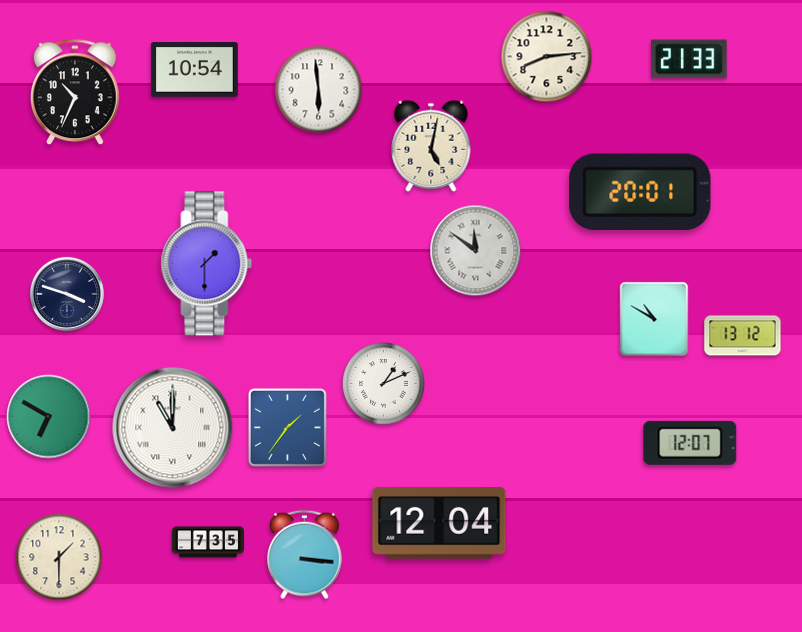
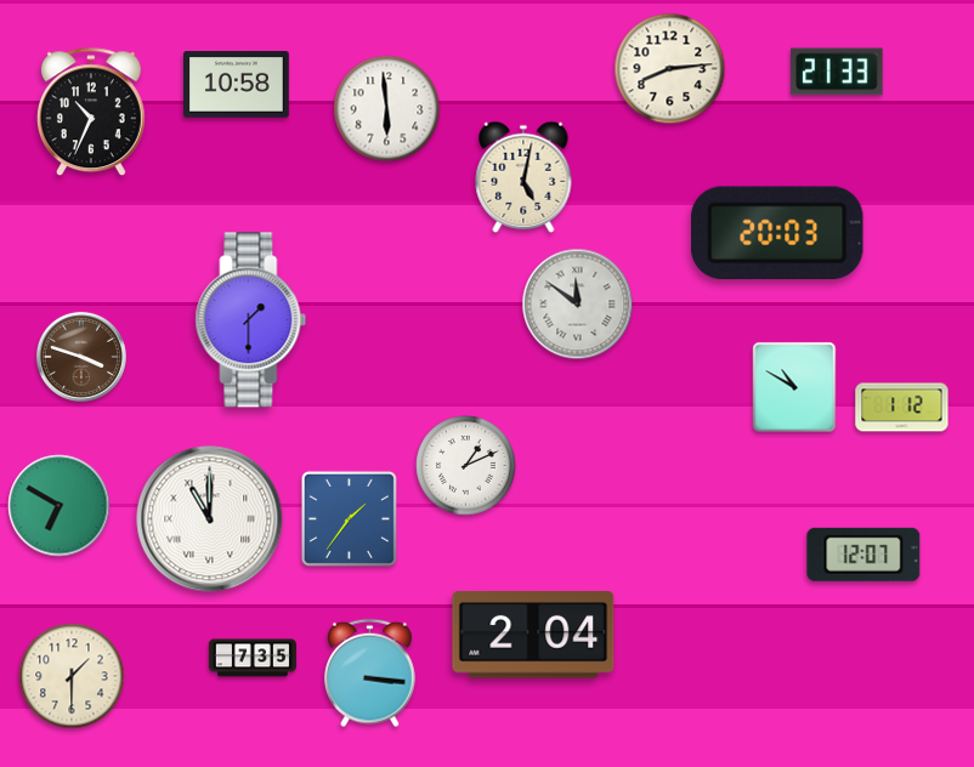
clock at (547, 57) position: (547, 57) -> (670, 69)
clock at (195, 70): 10:54 -> 10:58
clock at (640, 191): 20:01 -> 20:03
clock at (67, 294) dial: navy -> brown
clock at (743, 336): 13:12 -> 1:12
clock at (690, 443) position: (690, 443) -> (863, 555)
clock at (439, 523): 12:04 -> 2:04
